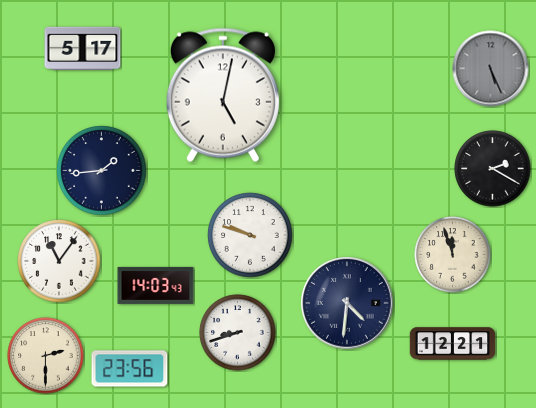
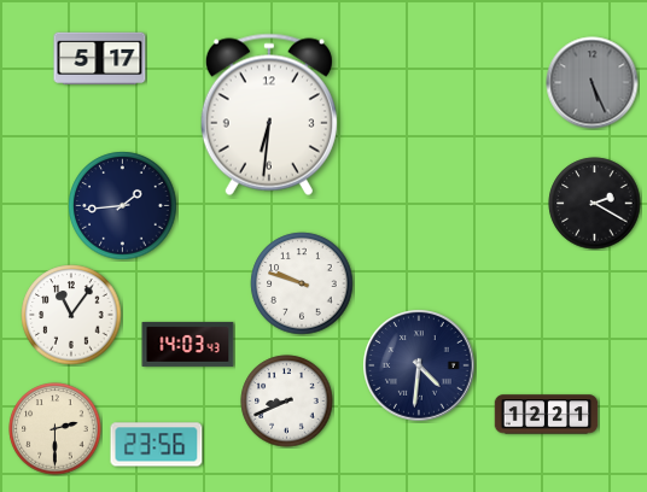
clock at (223, 95): 5:02 -> 6:31
clock at (453, 255): 11:57 -> none
clock at (238, 333): 8:42 -> 8:41
